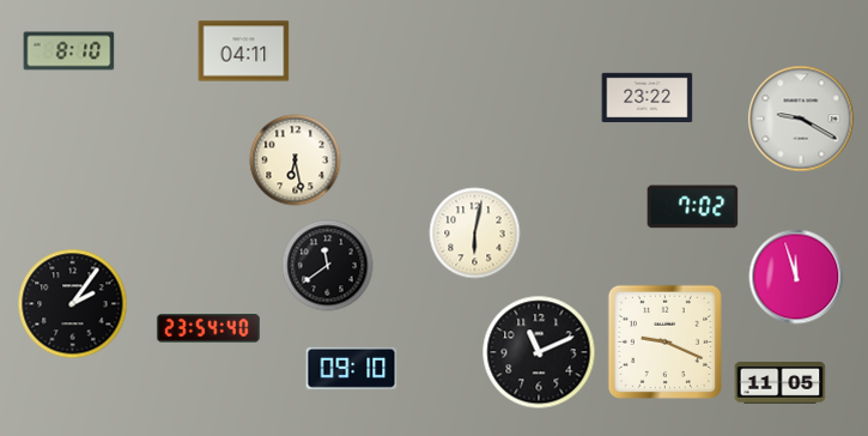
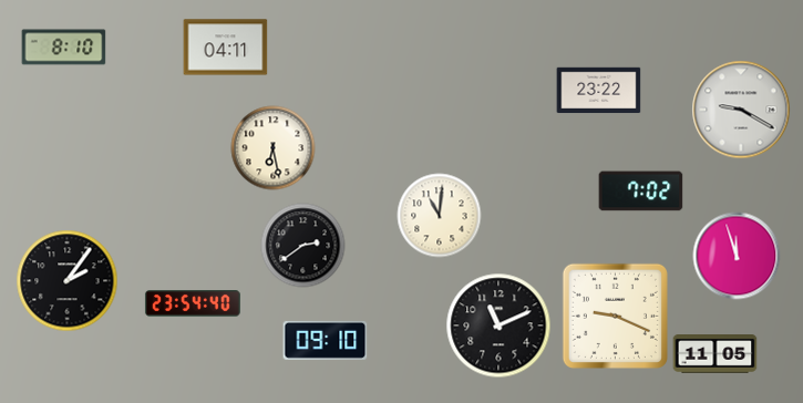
clock at (475, 234): 6:02 -> 11:01
clock at (328, 266): 11:39 -> 2:39
clock at (781, 383) position: (781, 383) -> (716, 354)
